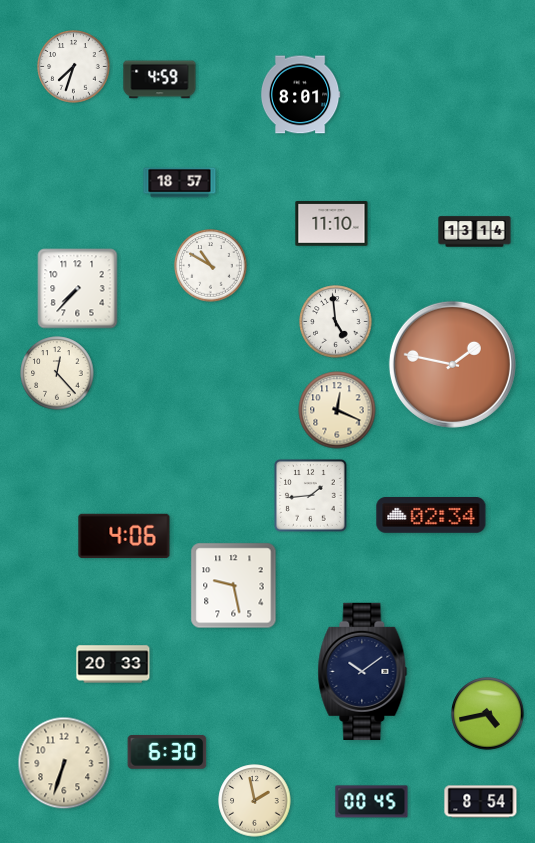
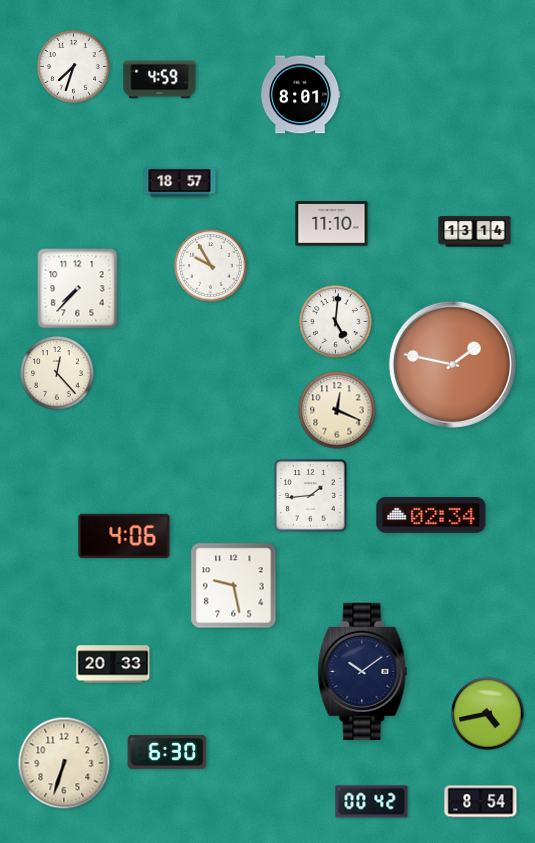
clock at (211, 266): 10:50 -> 9:55
clock at (336, 322): 4:59 -> 5:01
clock at (255, 801): 1:58 -> none
clock at (372, 802): 00:45 -> 00:42
